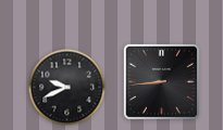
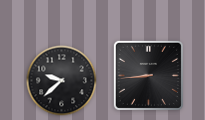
clock at (67, 88): 9:41 -> 9:38
